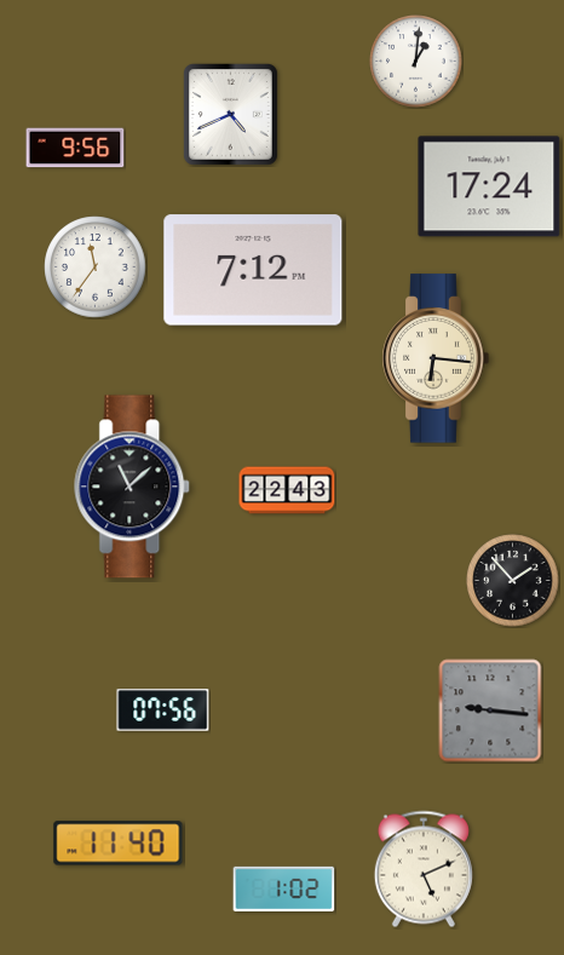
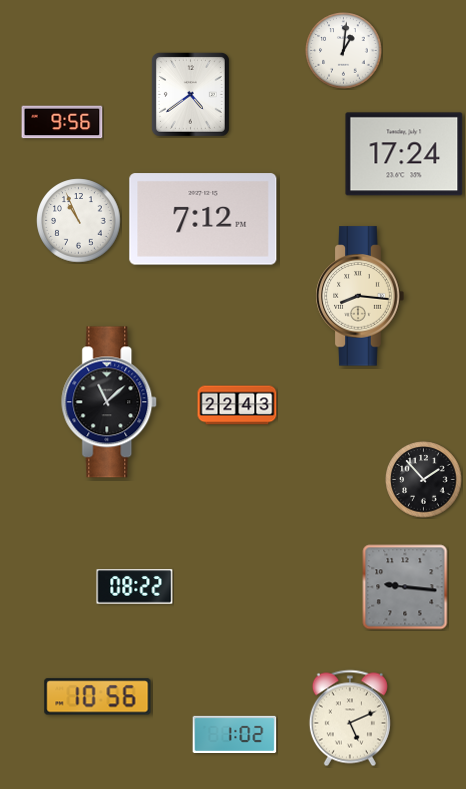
clock at (230, 114): 4:41 -> 4:39
clock at (96, 267): 11:36 -> 10:56
clock at (253, 270) position: (253, 270) -> (203, 219)
clock at (436, 358): 6:16 -> 8:16
clock at (163, 711): 07:56 -> 08:22
clock at (119, 844): 11:40 -> 10:56
